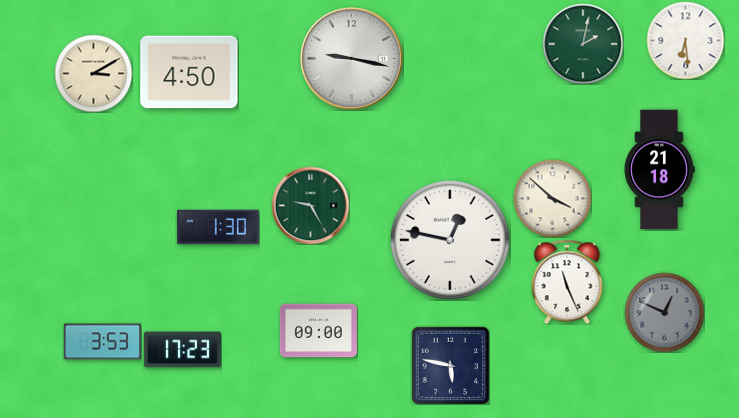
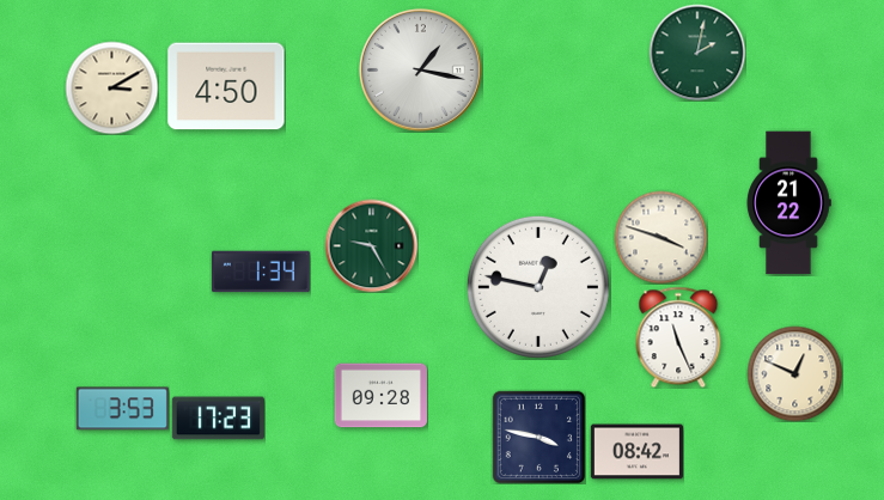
clock at (685, 40): 6:29 -> none
clock at (351, 58): 9:17 -> 1:17
clock at (659, 170): 21:18 -> 21:22
clock at (552, 198): 3:52 -> 3:48
clock at (218, 227): 1:30 -> 1:34
clock at (664, 312) dial: grey -> cream
clock at (318, 331): 09:00 -> 09:28
clock at (450, 365): 5:47 -> 3:47
clock at (636, 452): none -> 08:42
